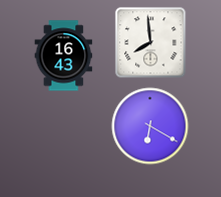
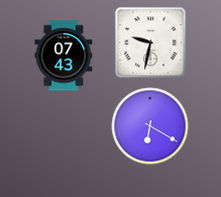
clock at (151, 43): 7:59 -> 9:32
clock at (64, 56): 16:43 -> 07:43
